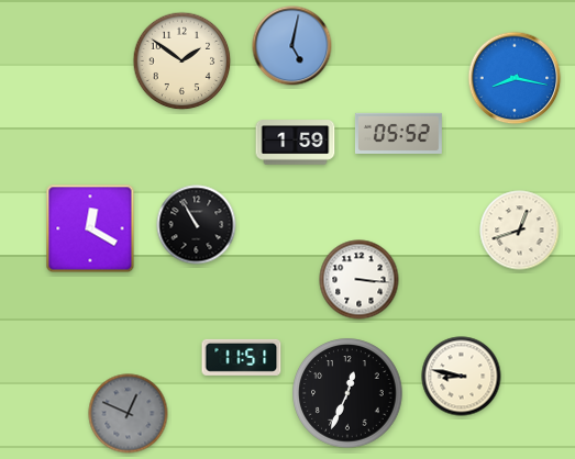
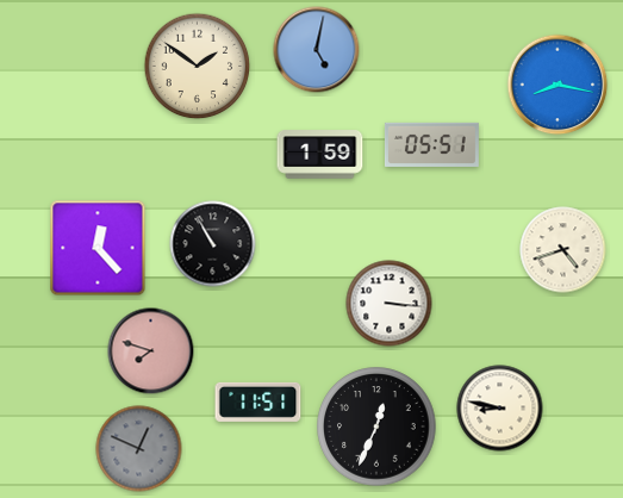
clock at (398, 133): 05:52 -> 05:51
clock at (90, 228): 12:20 -> 12:23
clock at (520, 231): 12:42 -> 4:42
clock at (151, 351): none -> 7:48
clock at (242, 357) position: (242, 357) -> (258, 401)
